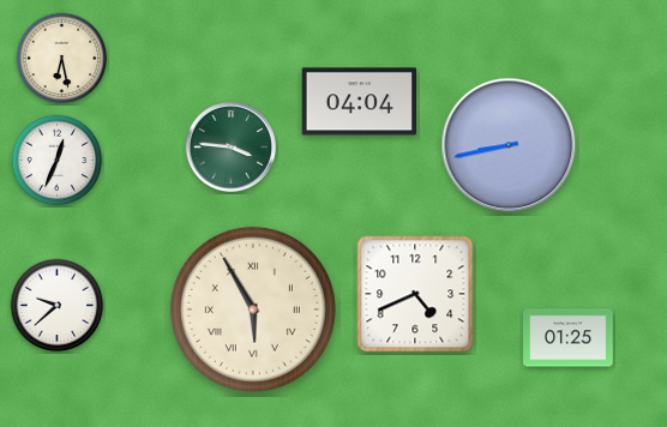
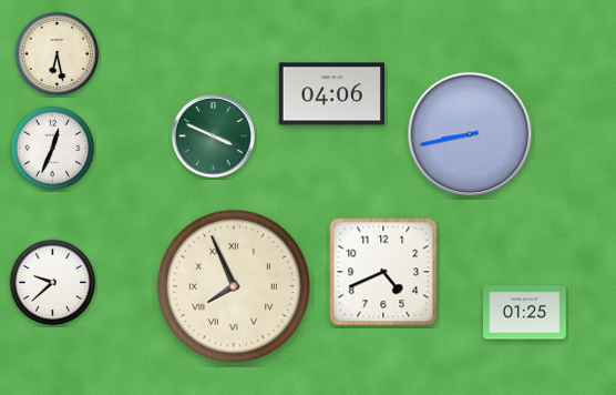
clock at (360, 102): 04:04 -> 04:06
clock at (230, 146): 3:46 -> 3:49
clock at (253, 309): 5:55 -> 7:56
